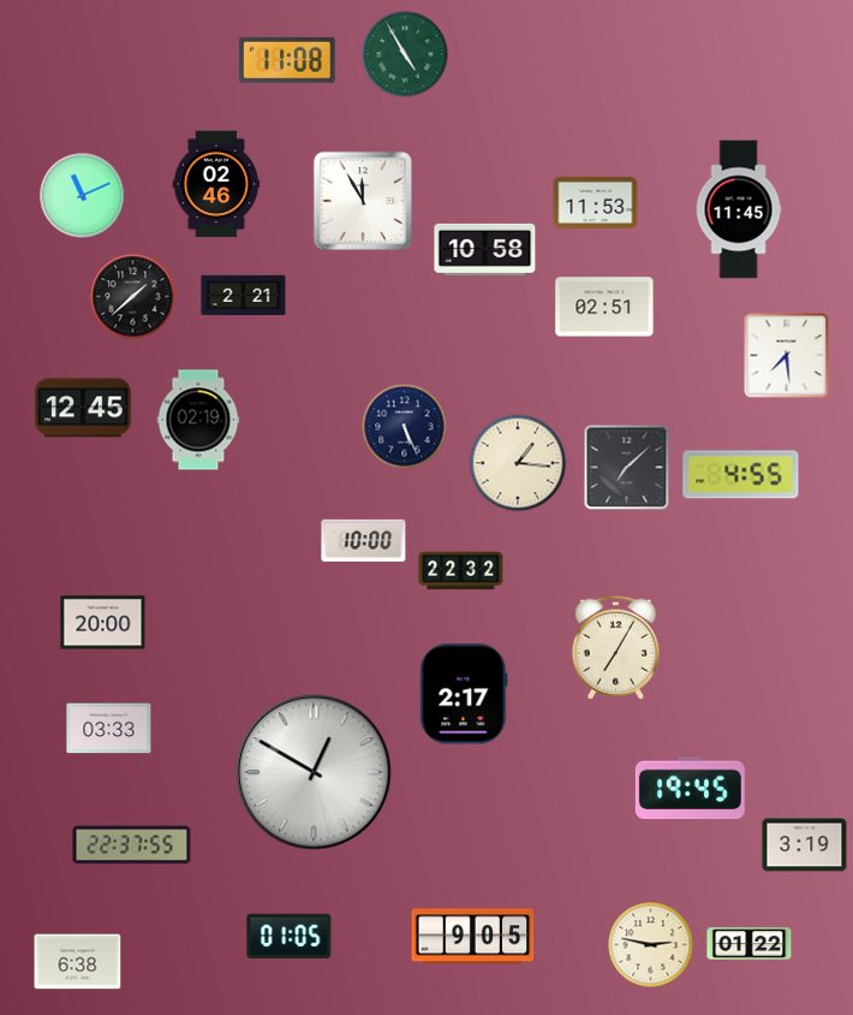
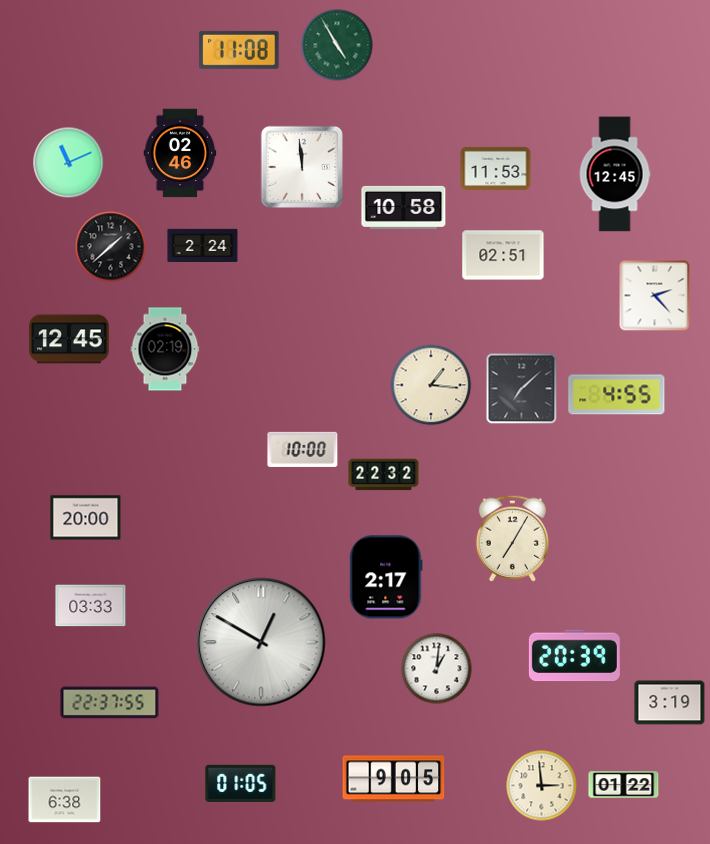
clock at (363, 201): 11:55 -> 11:59
clock at (739, 209): 11:45 -> 12:45
clock at (244, 296): 2:21 -> 2:24
clock at (787, 356): 7:29 -> 2:23
clock at (405, 427): 5:26 -> none
clock at (690, 789): 19:45 -> 20:39
clock at (437, 669): none -> 1:01
clock at (290, 936) position: (290, 936) -> (241, 783)
clock at (651, 945): 2:47 -> 2:59
